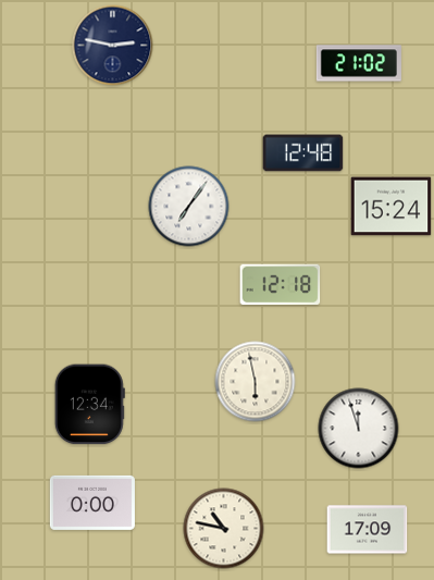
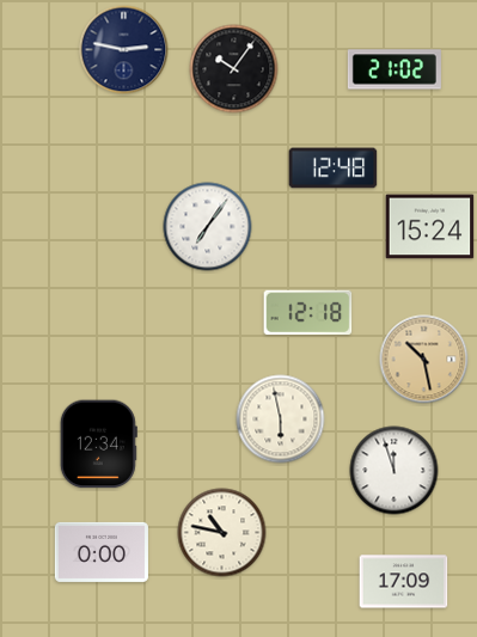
clock at (234, 69): none -> 10:06
clock at (424, 360): none -> 10:28
clock at (224, 529) position: (224, 529) -> (222, 533)
